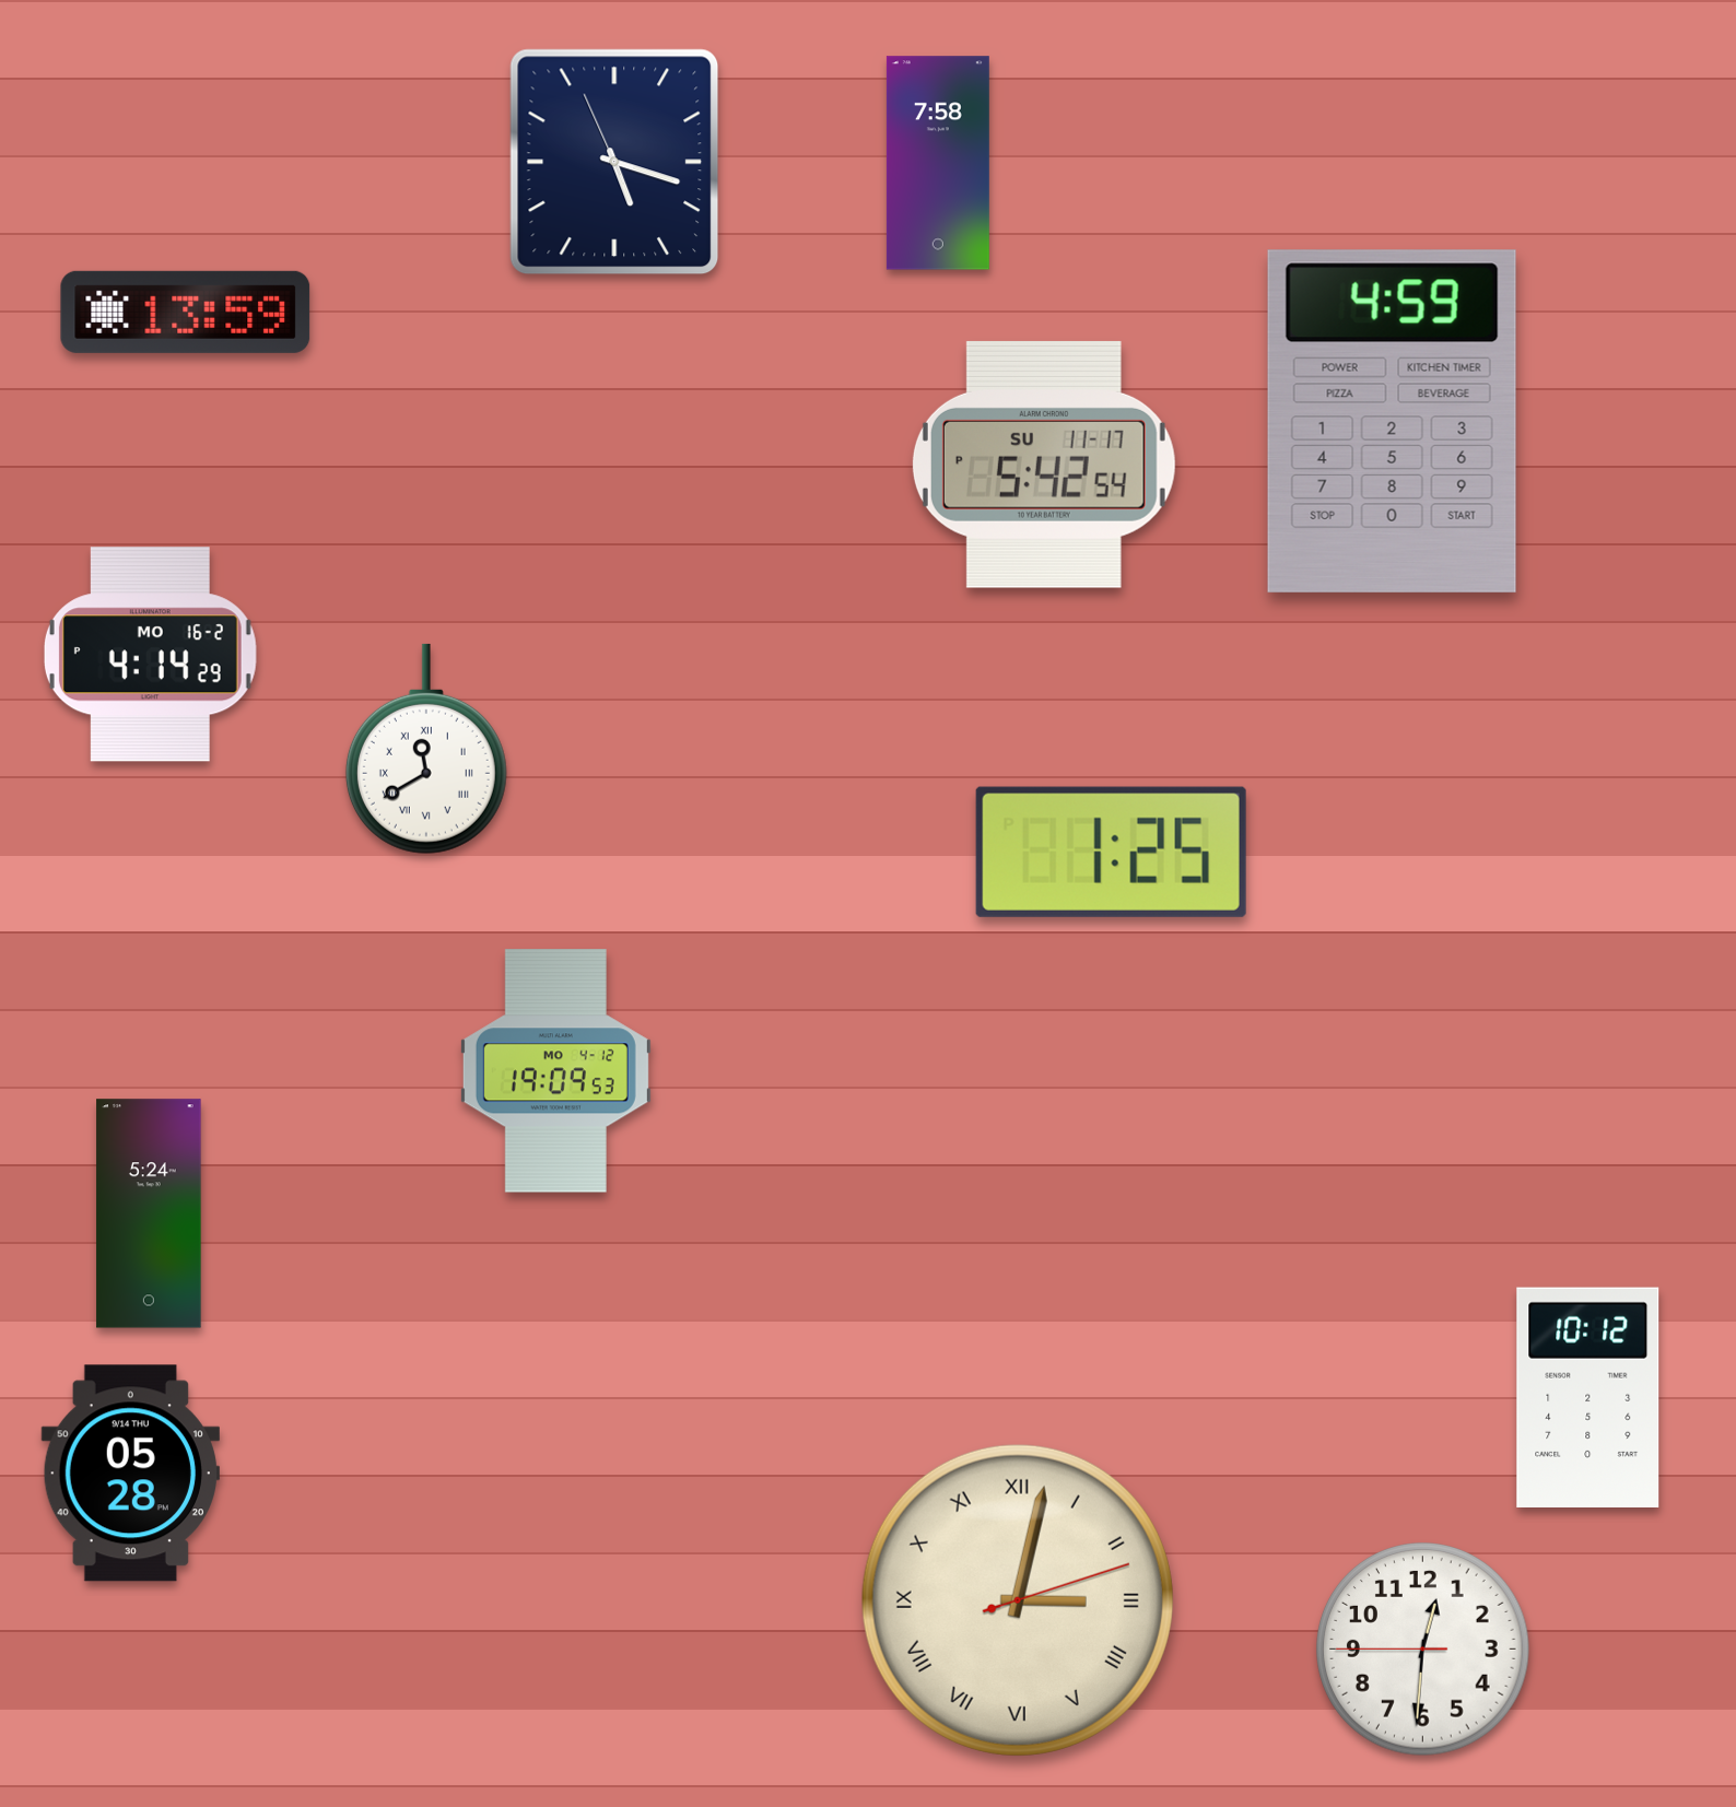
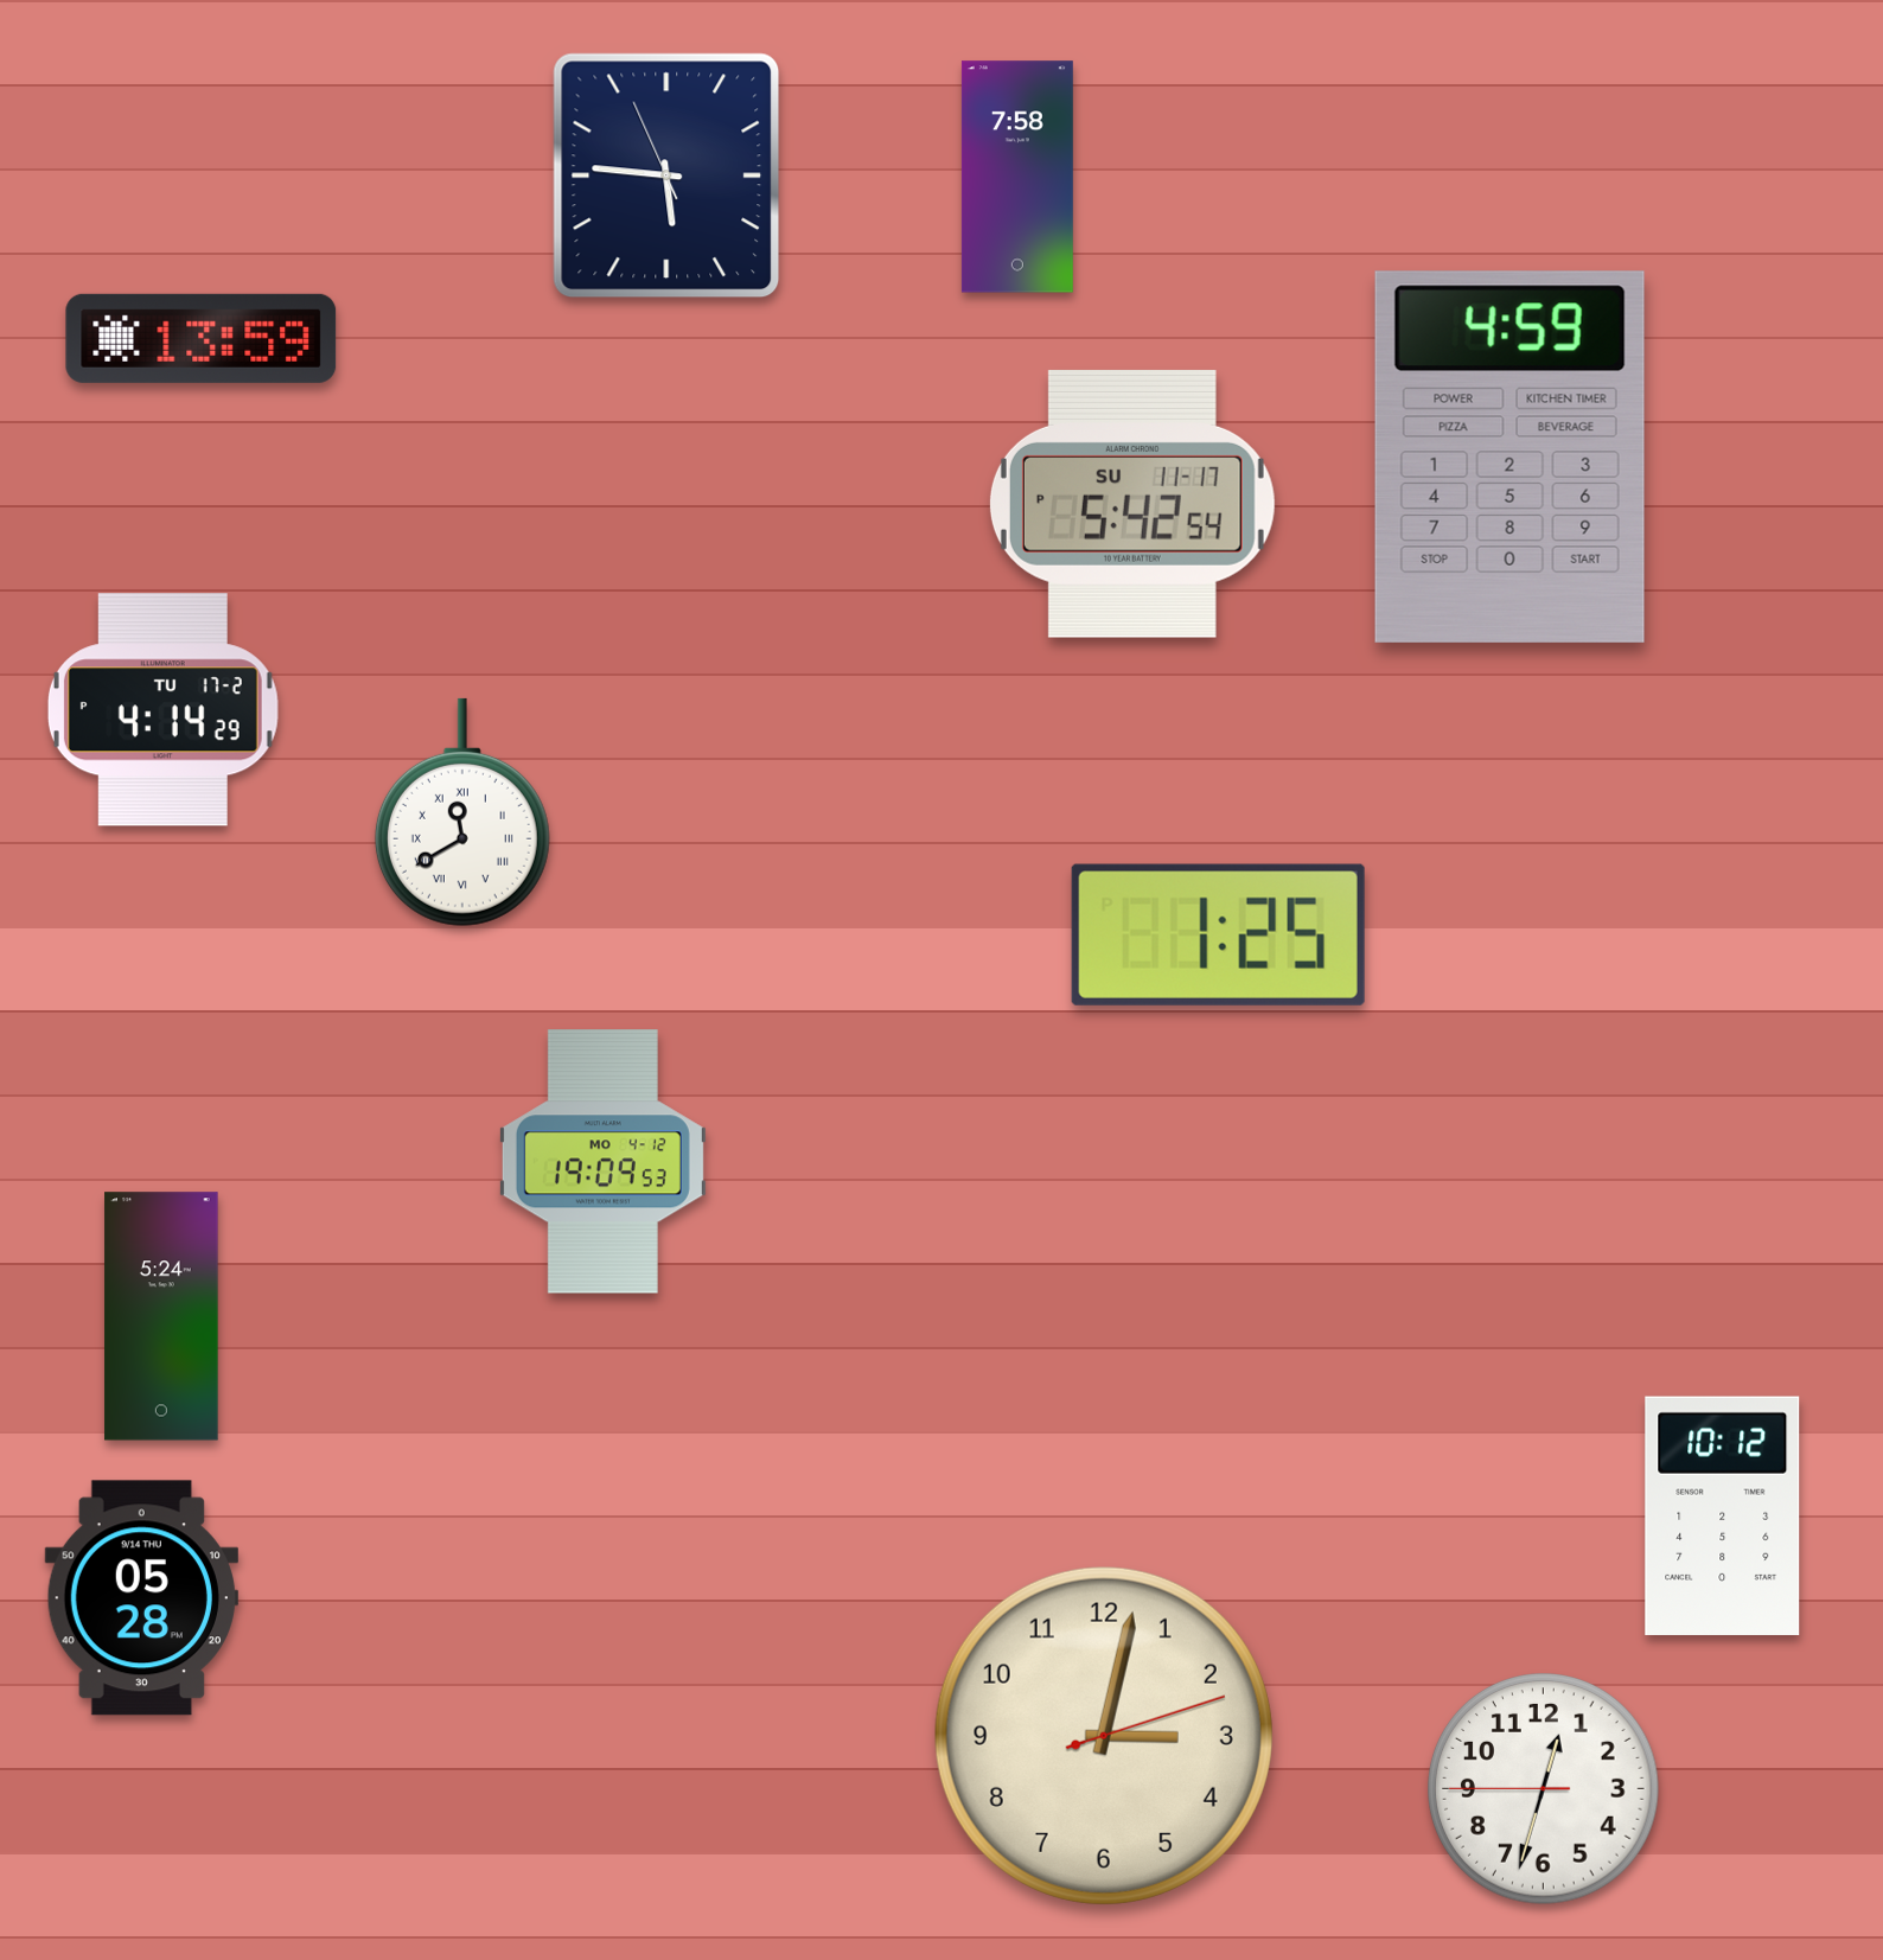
clock at (614, 162): 5:17 -> 5:45
clock at (150, 655) date: MO 16-2 -> TU 17-2
clock at (1111, 852) position: (1111, 852) -> (1218, 934)
clock at (1018, 1600) numerals: Roman -> Arabic
clock at (1423, 1650): 12:30 -> 12:32
